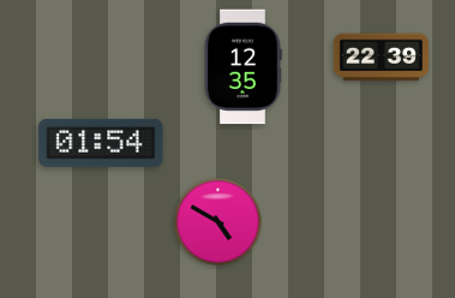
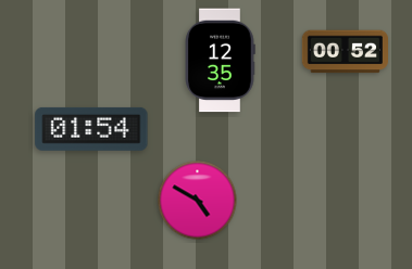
clock at (381, 58): 22:39 -> 00:52
